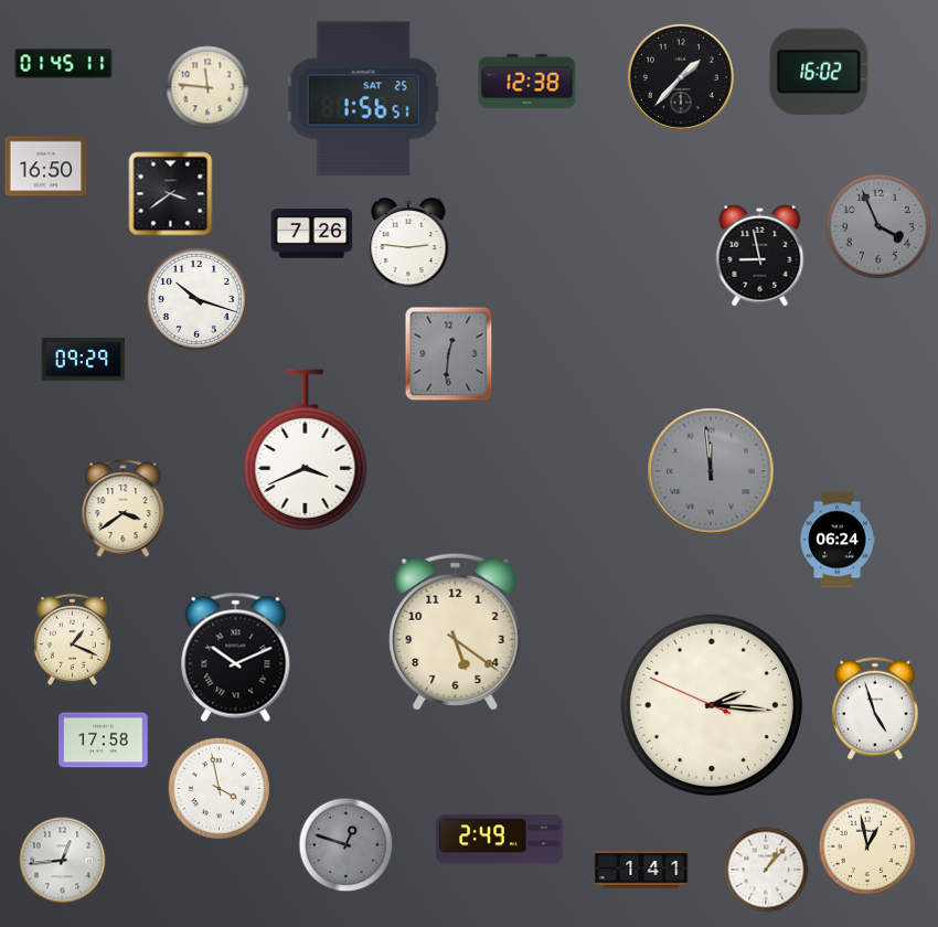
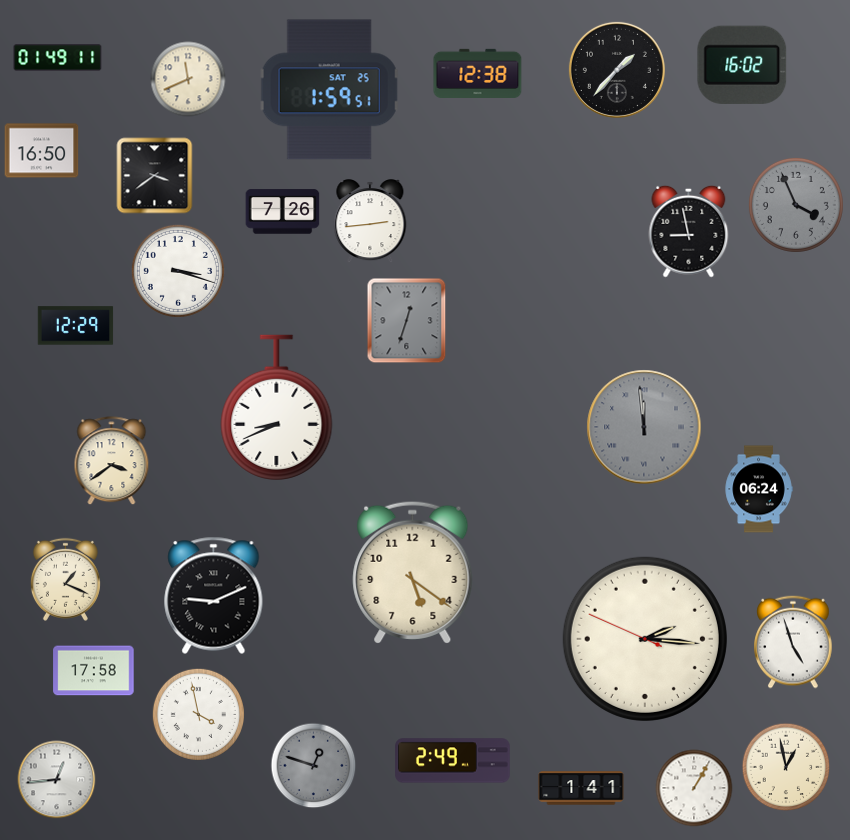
clock at (64, 64): 01:45 -> 01:49
clock at (207, 87): 11:46 -> 11:41
clock at (363, 99): 1:56 -> 1:59
clock at (408, 245): 2:46 -> 2:44
clock at (196, 299): 10:18 -> 3:18
clock at (449, 354): 12:31 -> 12:33
clock at (84, 360): 09:29 -> 12:29
clock at (306, 449): 3:41 -> 8:41
clock at (236, 657): 10:11 -> 9:11
clock at (766, 870): 1:07 -> 1:05
